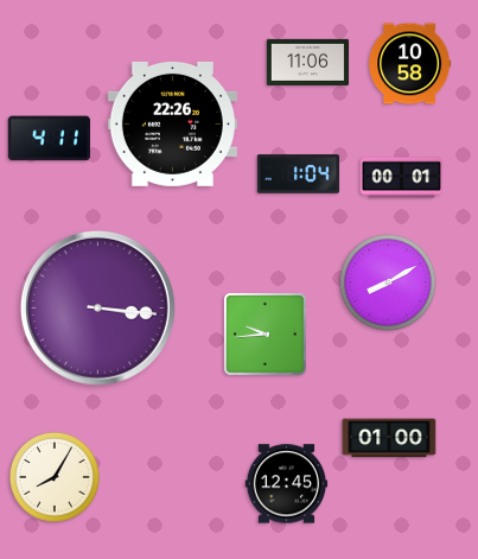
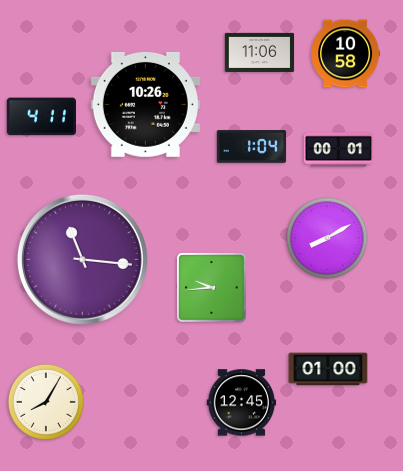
clock at (172, 123): 22:26 -> 10:26
clock at (97, 307): 3:16 -> 11:16
clock at (266, 335) position: (266, 335) -> (212, 288)
clock at (287, 484) position: (287, 484) -> (242, 403)
